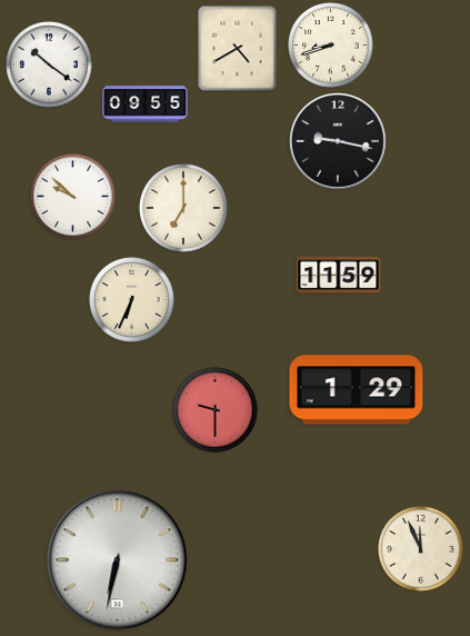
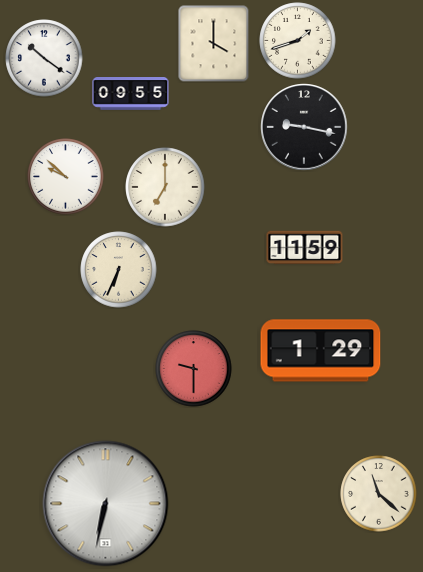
clock at (331, 46): 8:42 -> 1:42
clock at (238, 48): 4:40 -> 4:00
clock at (421, 549): 11:56 -> 11:22
